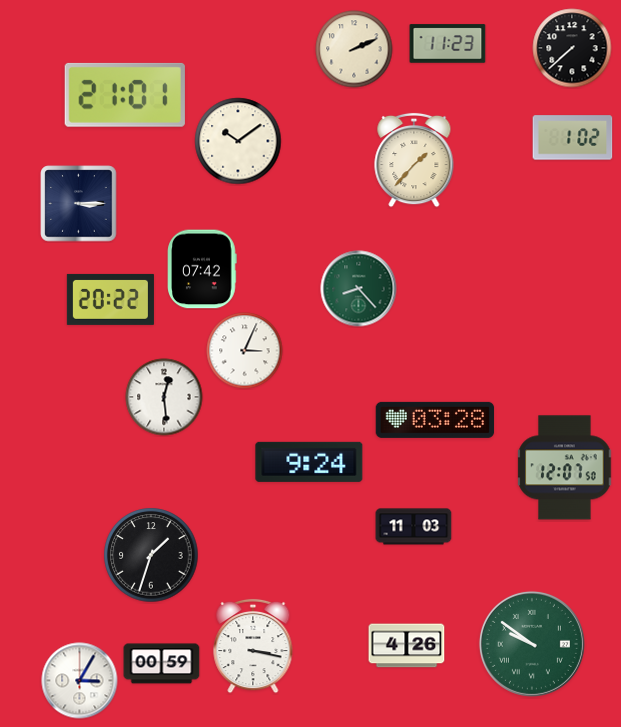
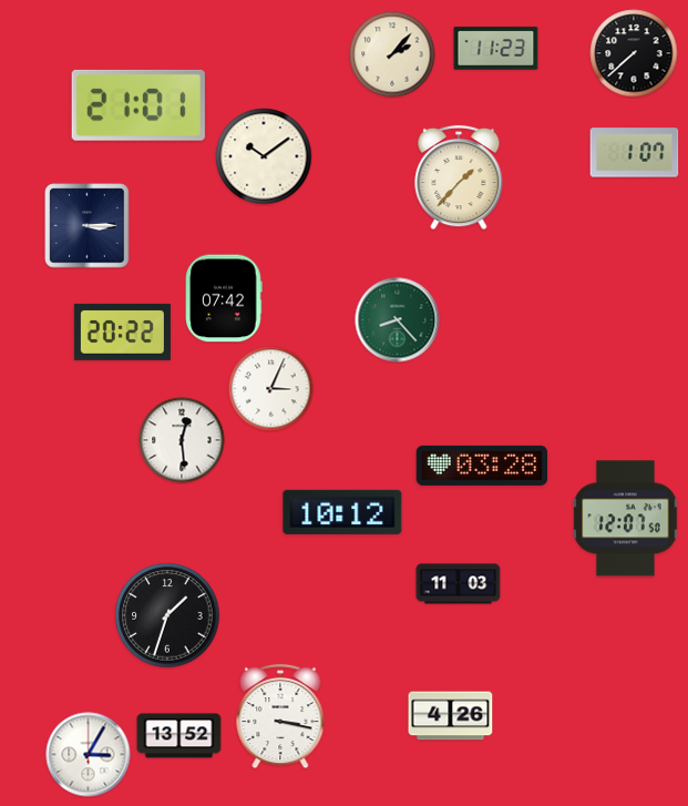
clock at (354, 49): 2:11 -> 2:07
clock at (573, 138): 1:02 -> 1:07
clock at (309, 462): 9:24 -> 10:12
clock at (532, 644): 9:51 -> none
clock at (162, 664): 00:59 -> 13:52
